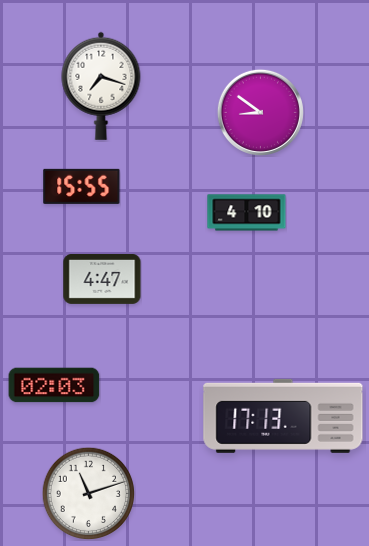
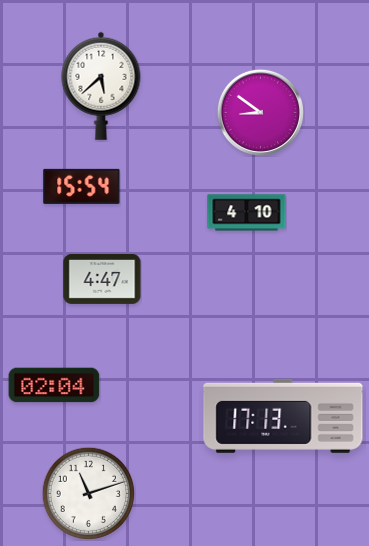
clock at (101, 86): 7:18 -> 5:38
clock at (82, 186): 15:55 -> 15:54
clock at (54, 385): 02:03 -> 02:04
